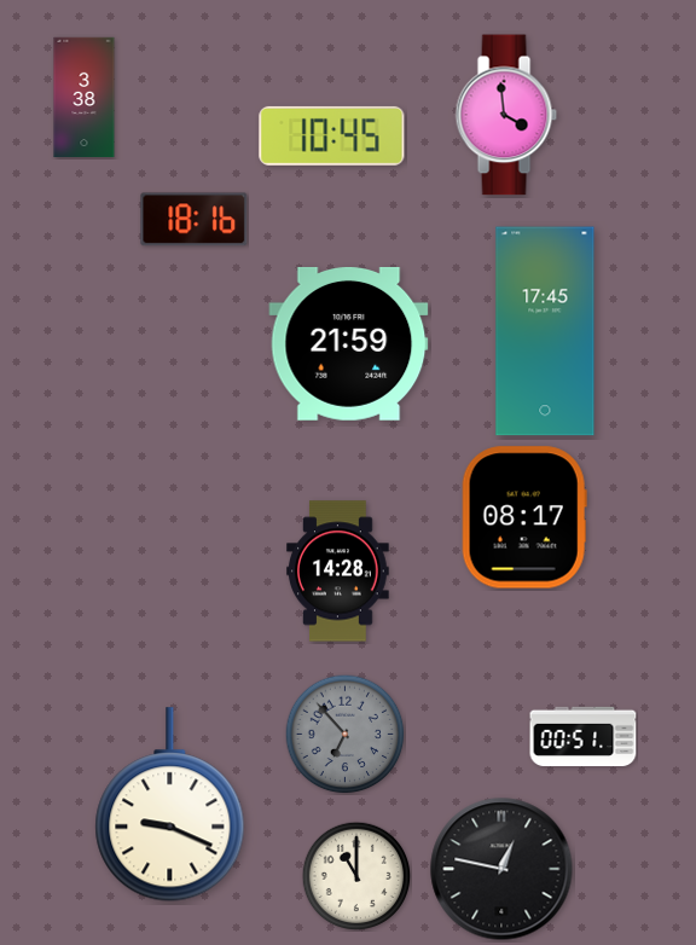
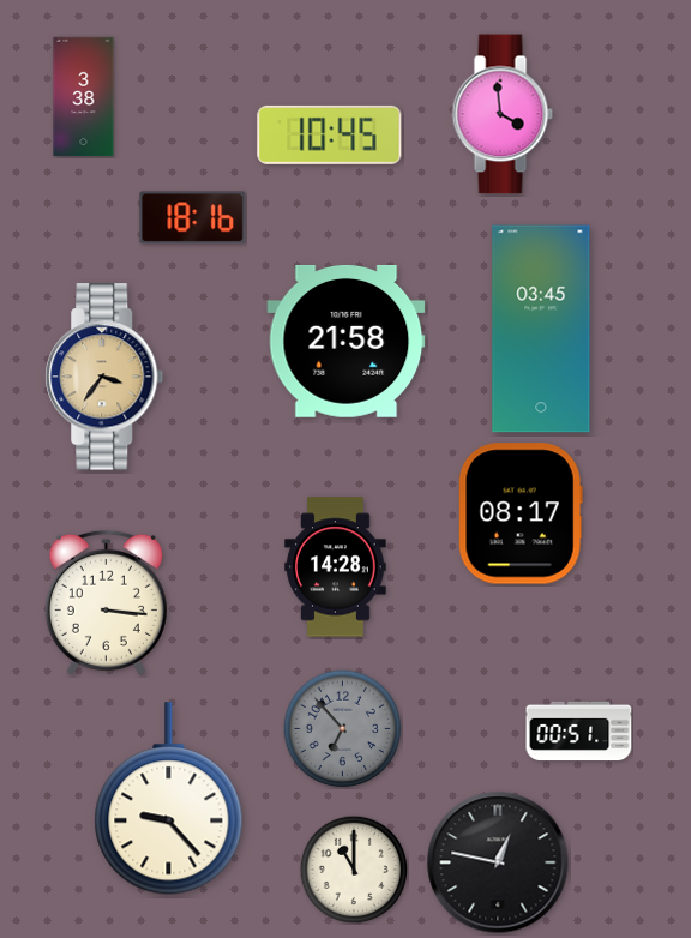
clock at (545, 331): 17:45 -> 03:45
clock at (349, 343): 21:59 -> 21:58
clock at (104, 377): none -> 3:36
clock at (106, 602): none -> 3:16
clock at (170, 805): 9:19 -> 9:23
